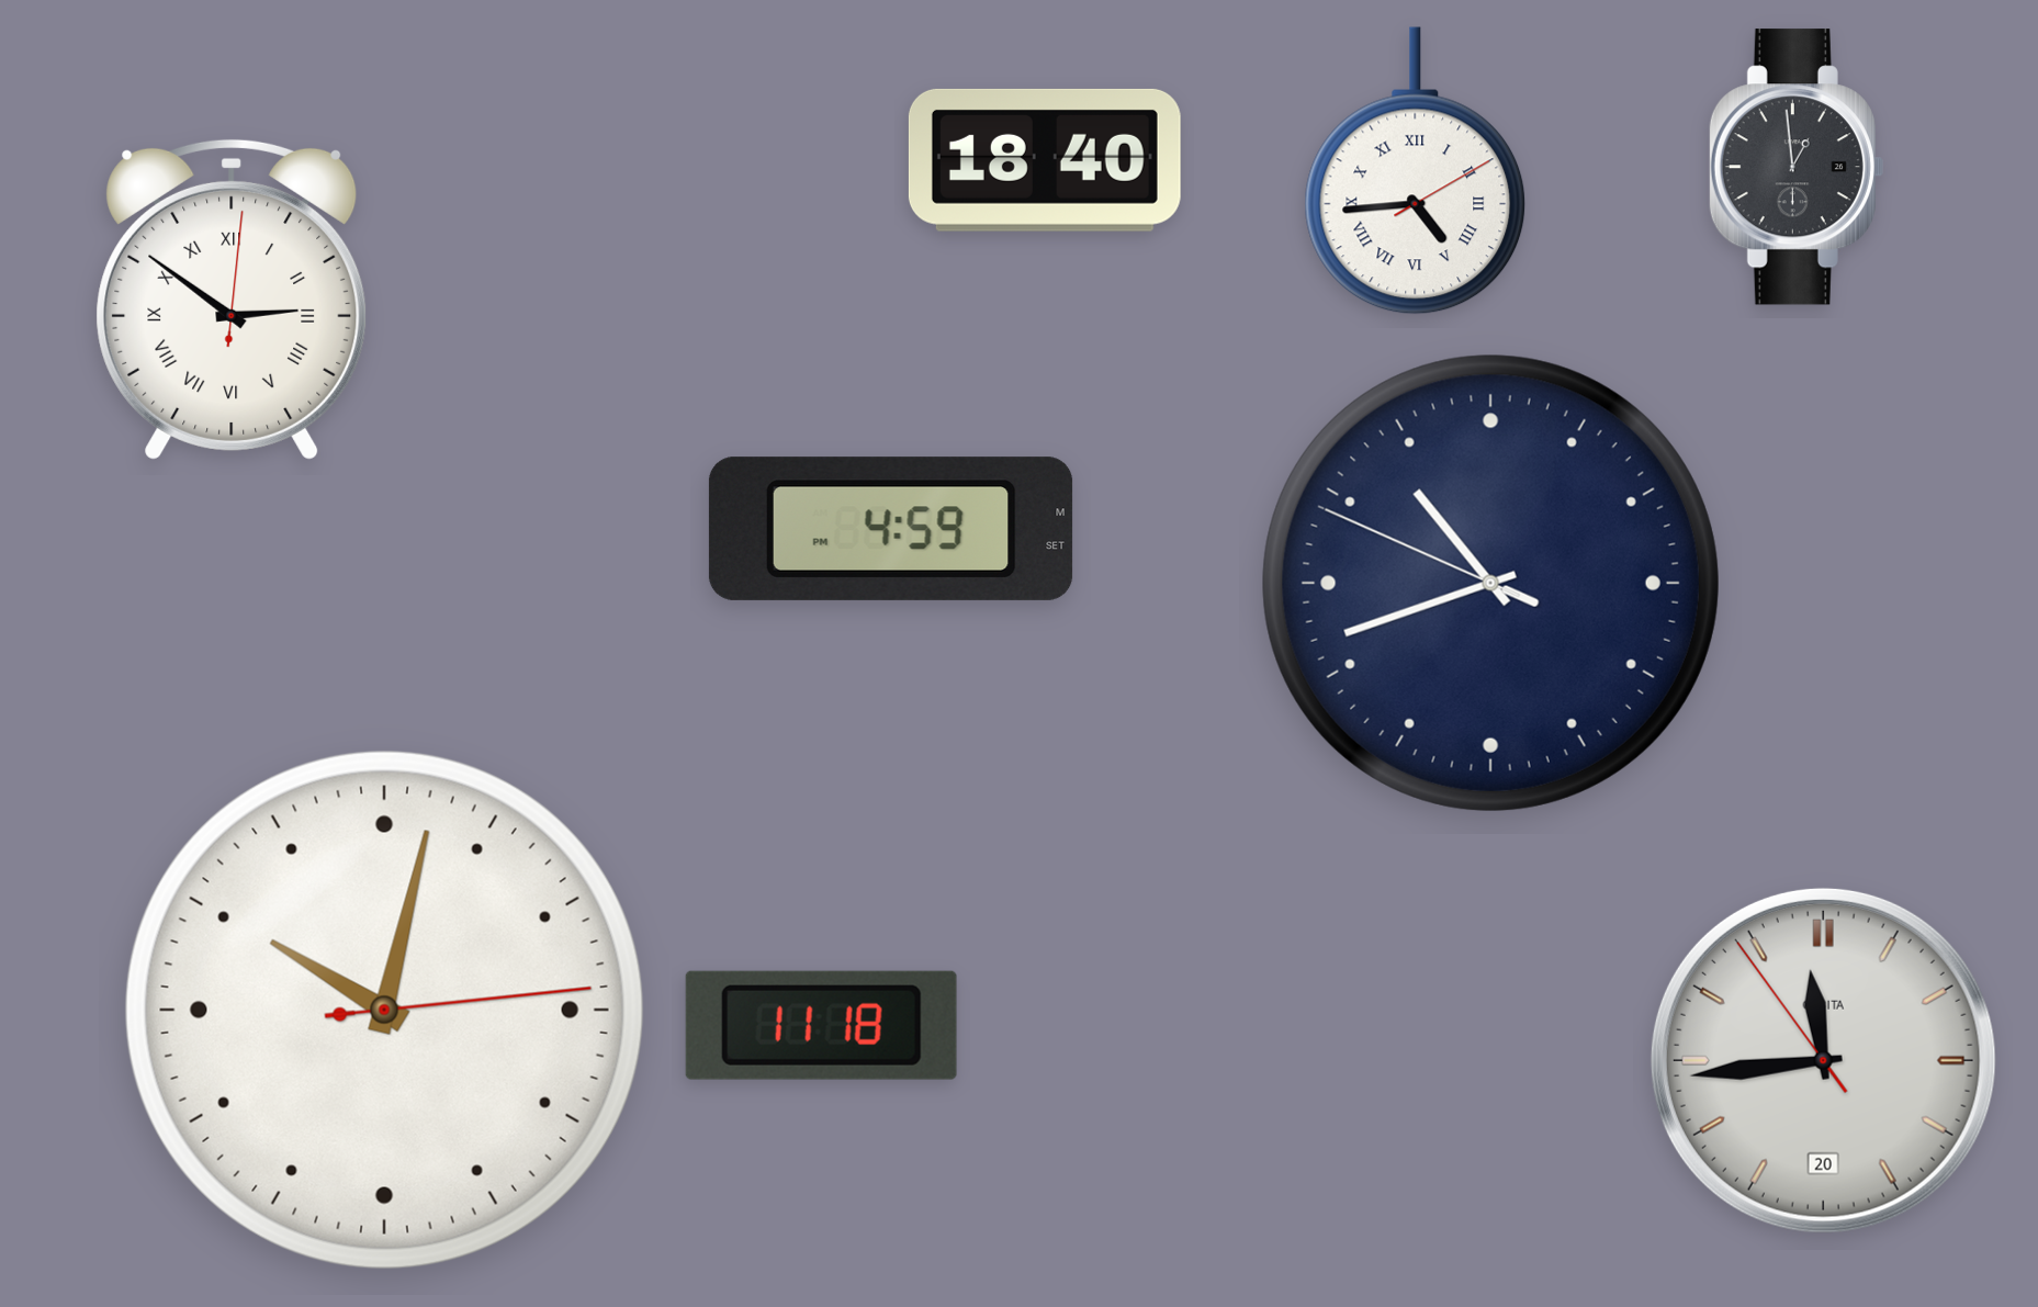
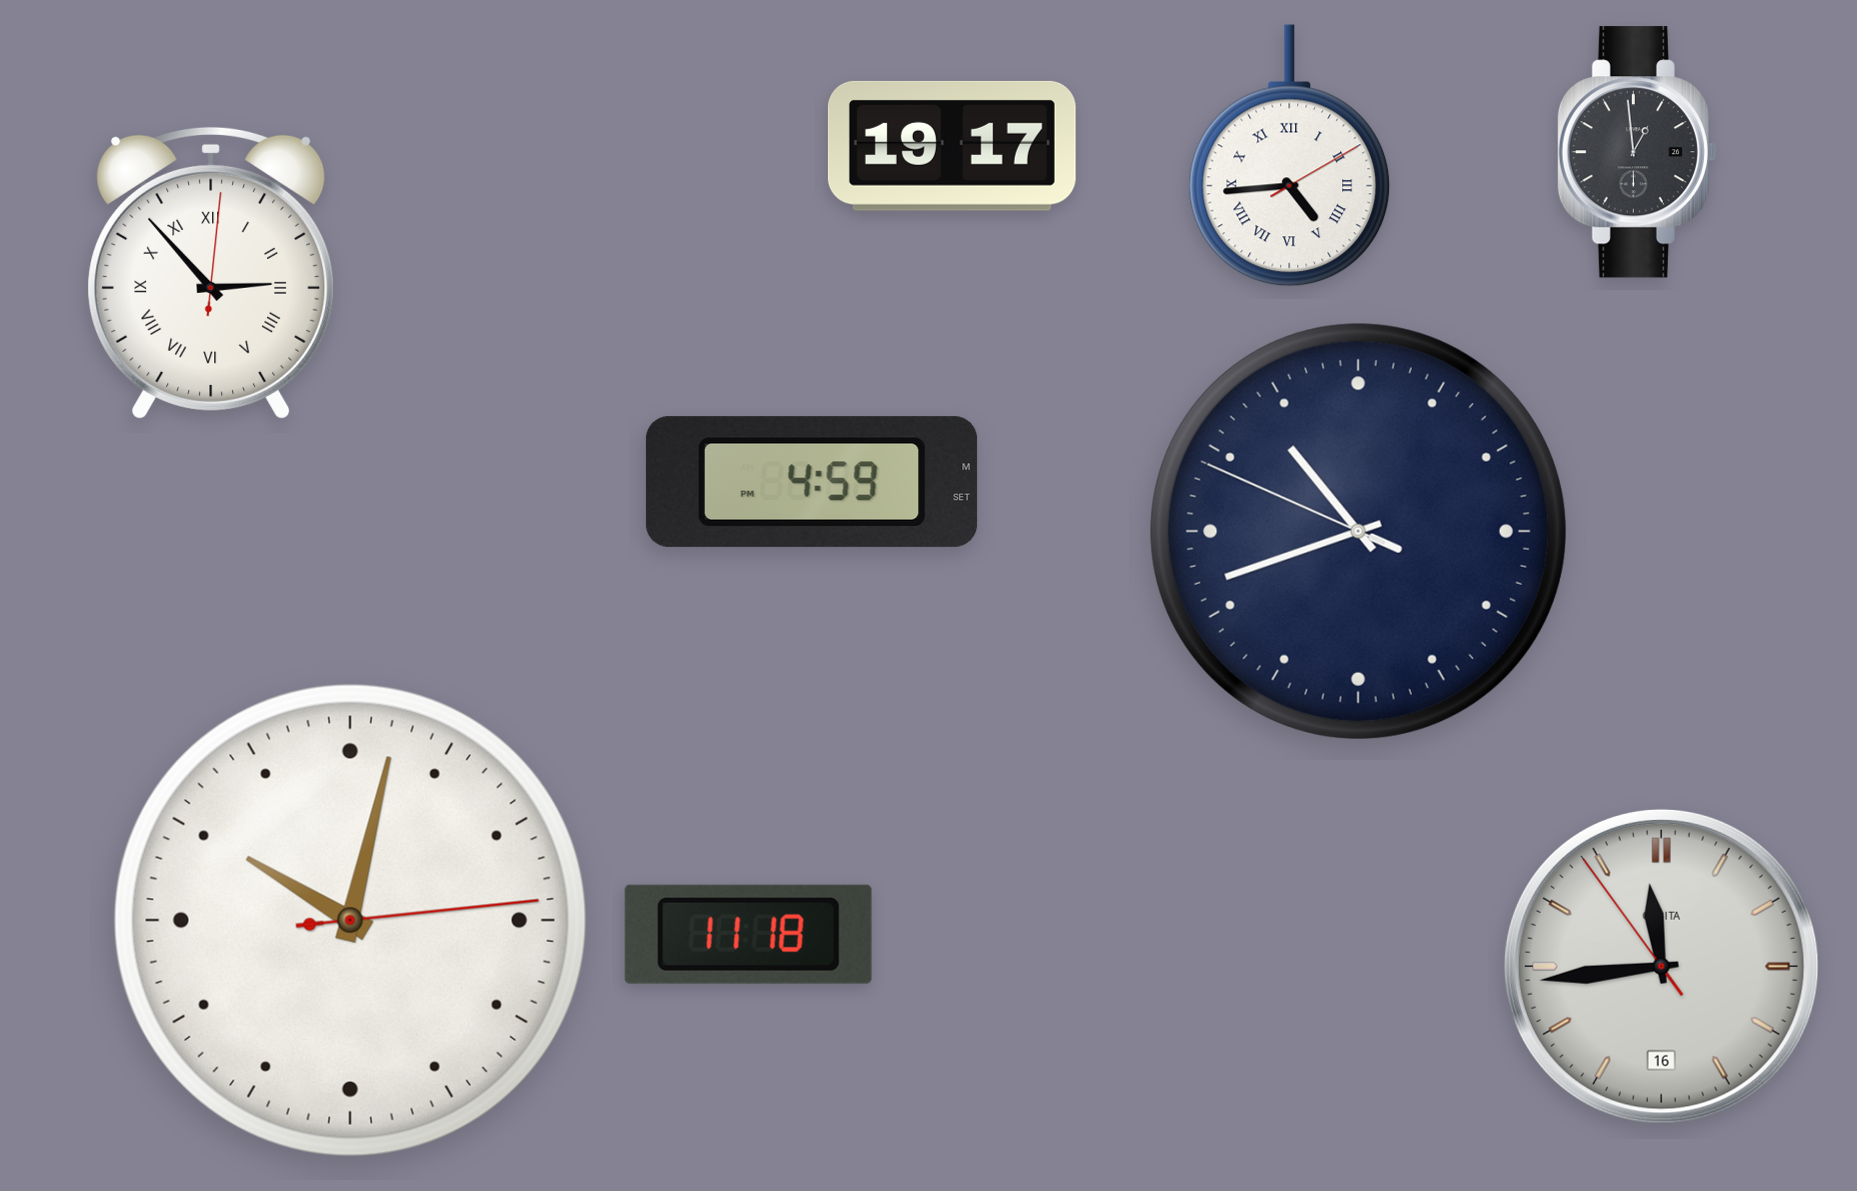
clock at (1045, 160): 18:40 -> 19:17
clock at (232, 300): 2:51 -> 2:53
clock at (1823, 1060) date: 20 -> 16
